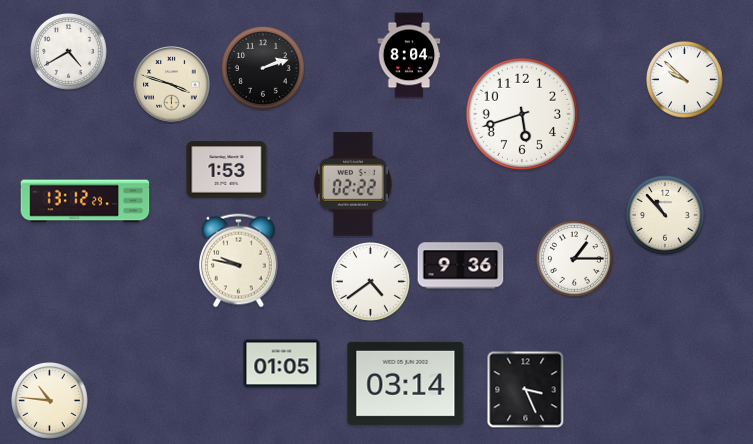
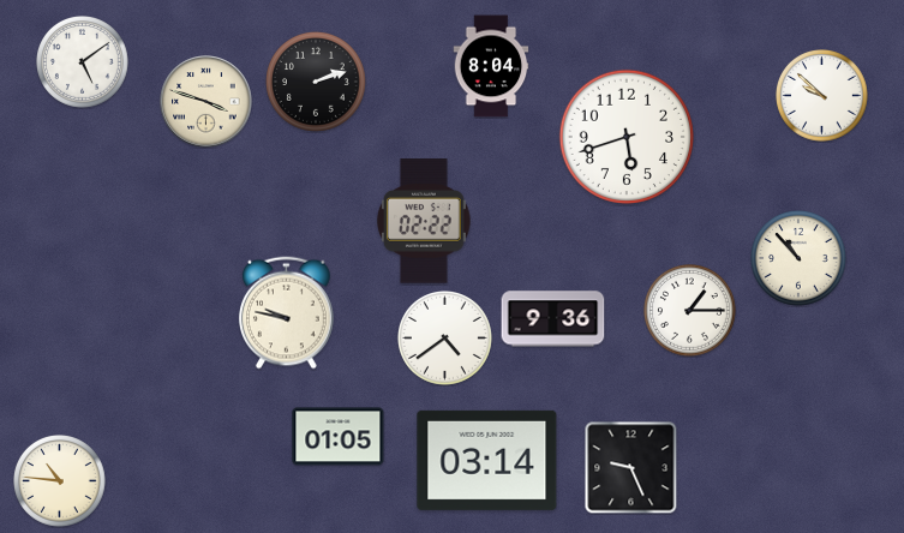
clock at (69, 52): 4:40 -> 5:09
clock at (227, 170): 1:53 -> none
clock at (85, 201): 13:12 -> none
clock at (525, 389): 3:26 -> 9:26
